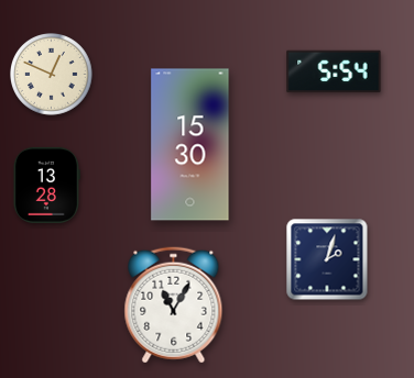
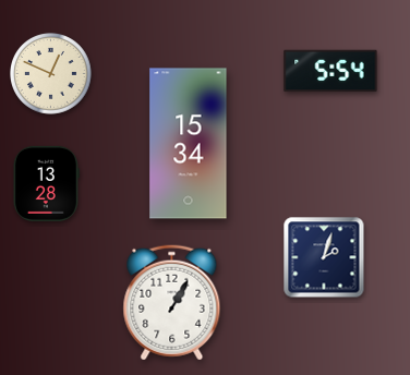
clock at (190, 145): 15:30 -> 15:34
clock at (174, 305): 11:05 -> 1:05
